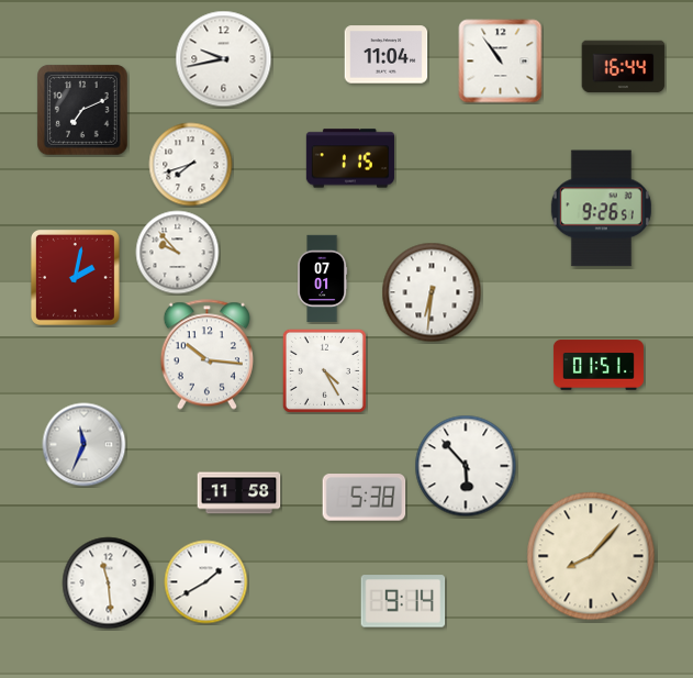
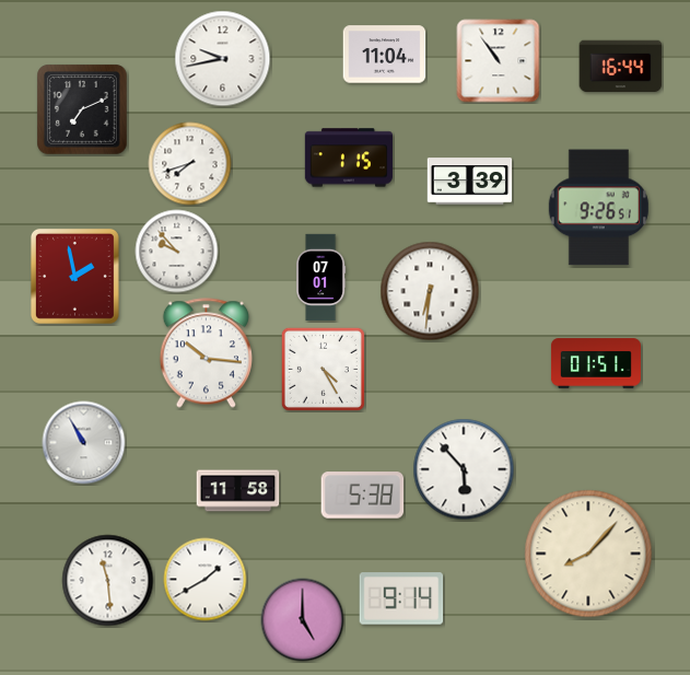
clock at (470, 182): none -> 3:39
clock at (75, 277): 2:02 -> 1:58
clock at (85, 445): 11:34 -> 10:55
clock at (466, 466) position: (466, 466) -> (464, 469)
clock at (303, 620): none -> 5:00
